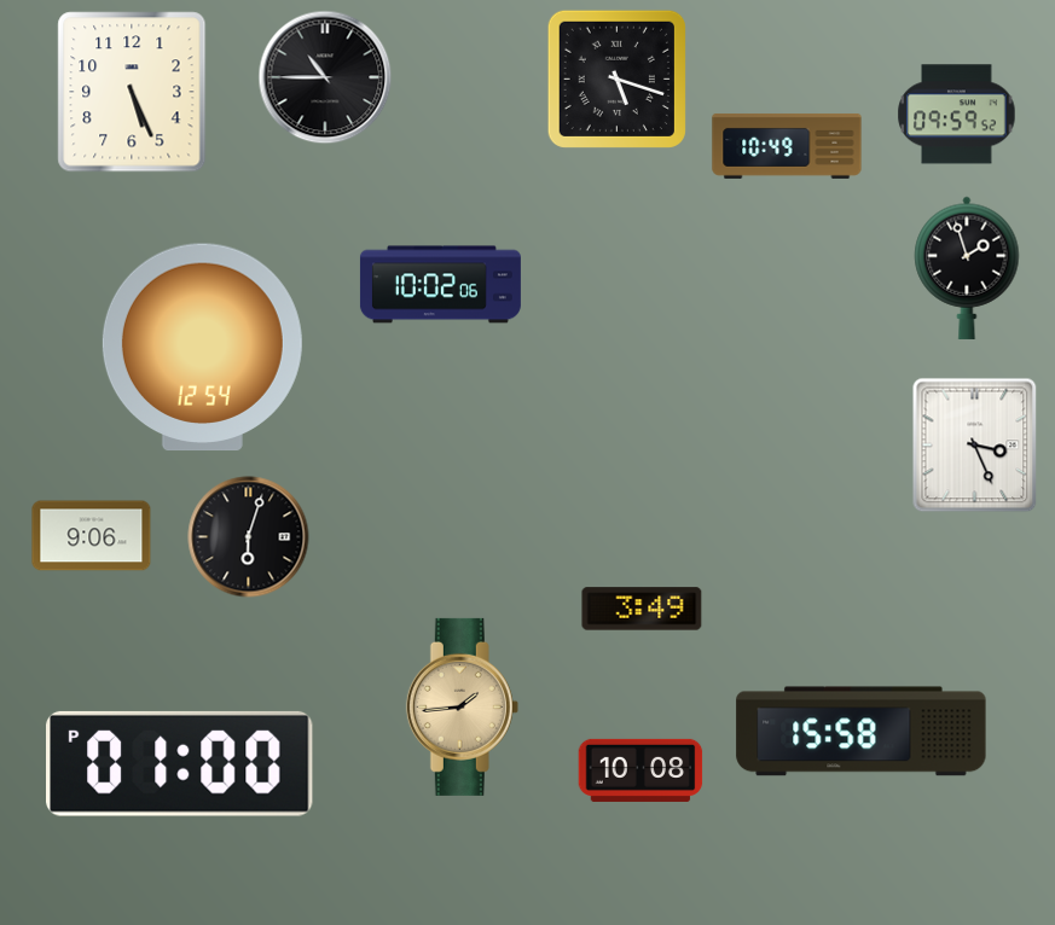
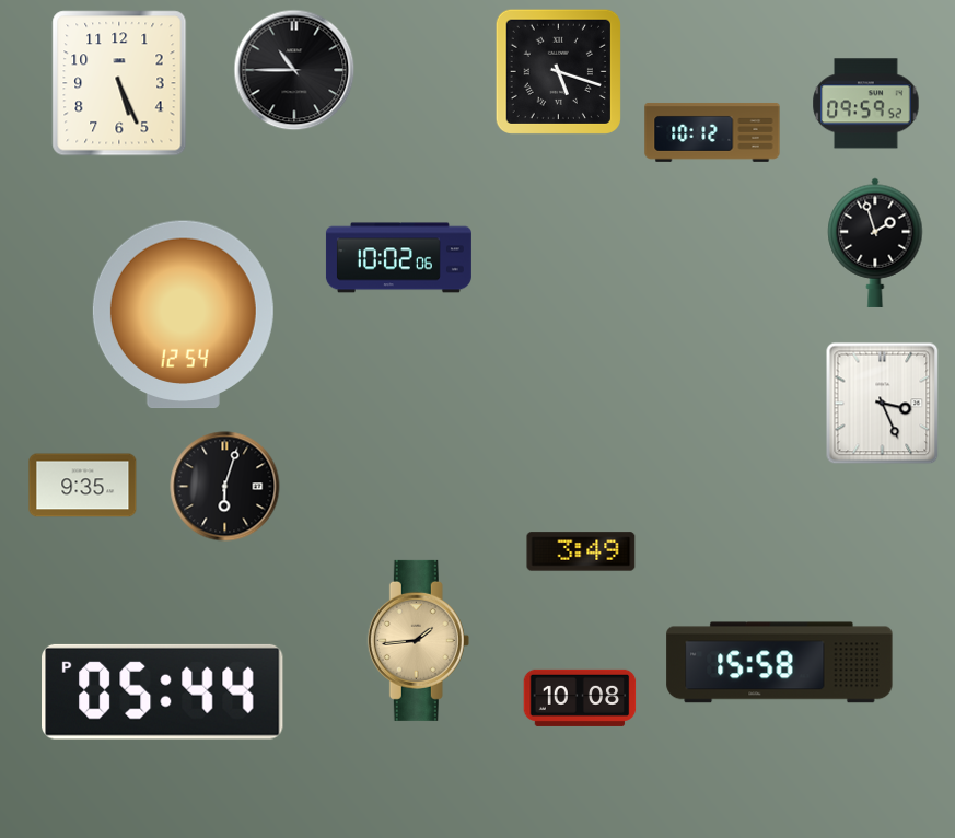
clock at (787, 146): 10:49 -> 10:12
clock at (92, 536): 9:06 -> 9:35
clock at (180, 763): 01:00 -> 05:44
